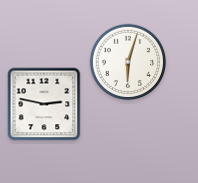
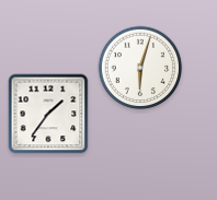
clock at (44, 104): 2:47 -> 1:36
